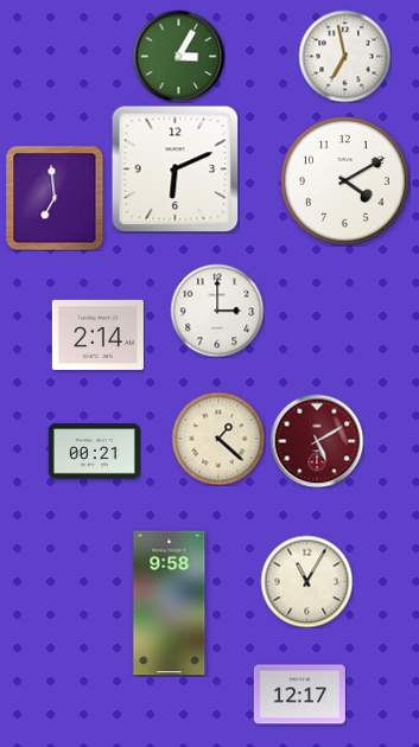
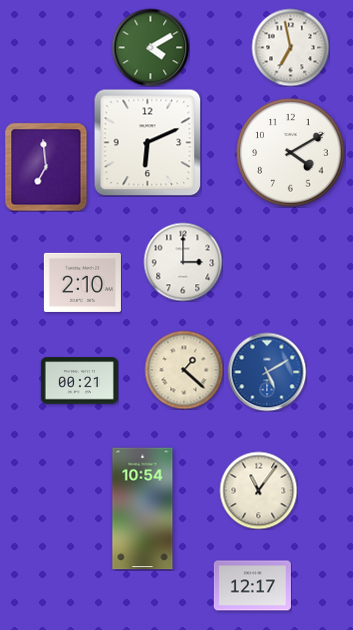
clock at (178, 56): 3:05 -> 4:10
clock at (97, 334): 2:14 -> 2:10
clock at (317, 441) dial: burgundy -> blue
clock at (306, 581): 11:05 -> 11:06
clock at (170, 604): 9:58 -> 10:54
